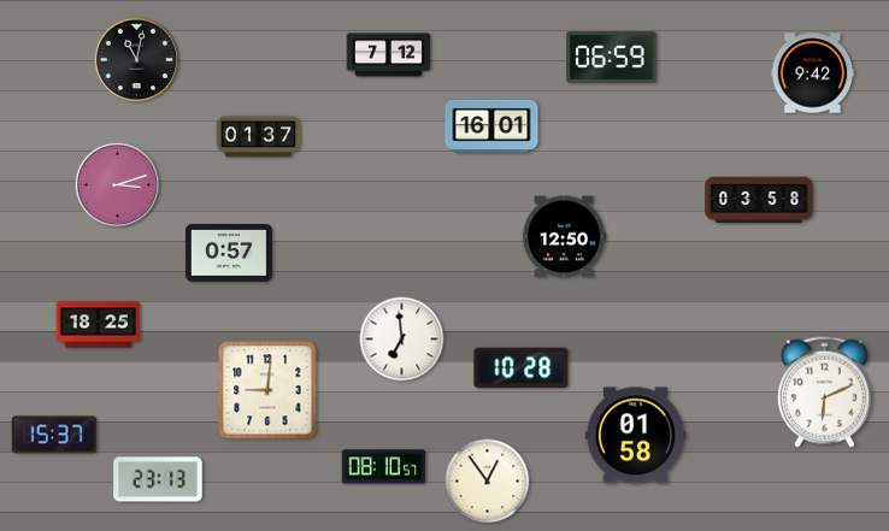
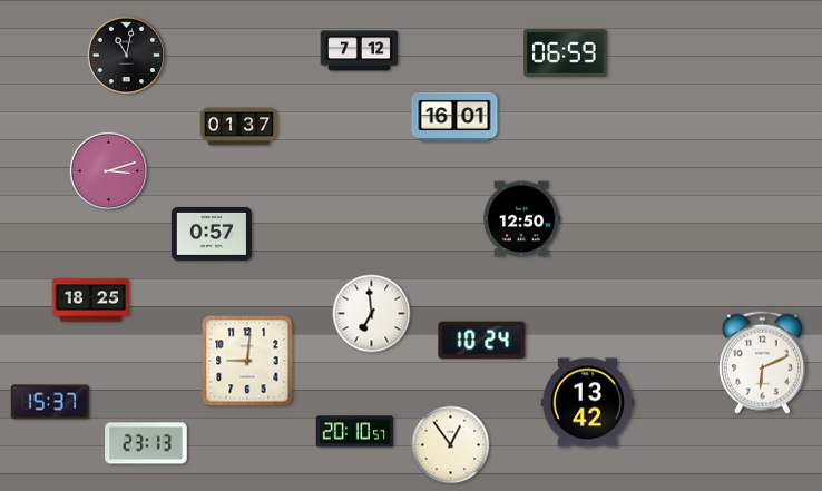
clock at (813, 73): 9:42 -> none
clock at (759, 200): 03:58 -> none
clock at (522, 368): 10:28 -> 10:24
clock at (635, 436): 01:58 -> 13:42
clock at (384, 467): 08:10 -> 20:10
